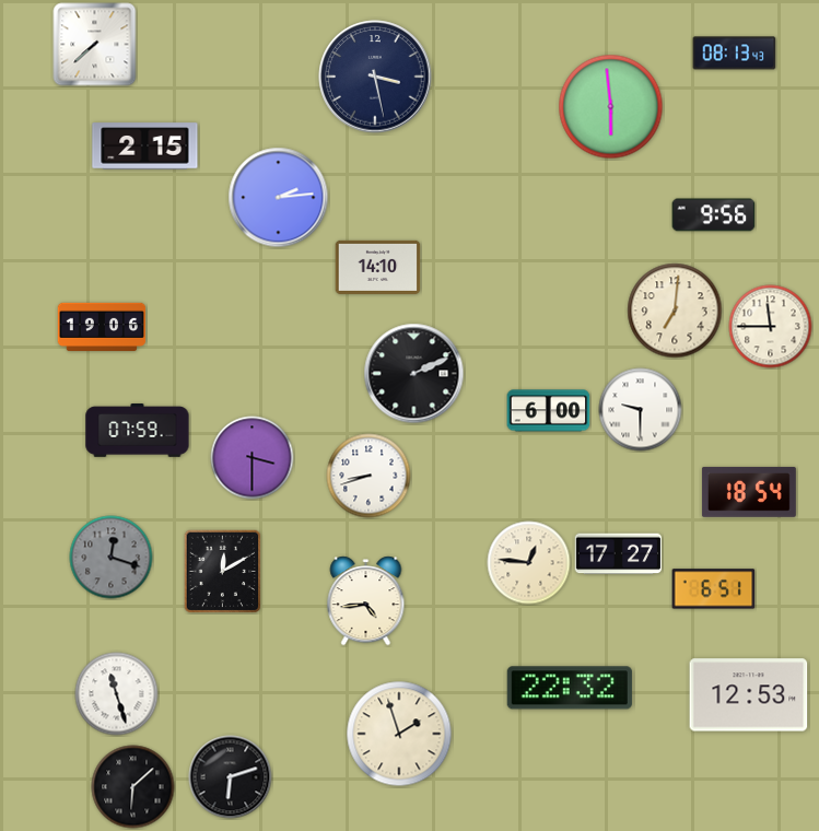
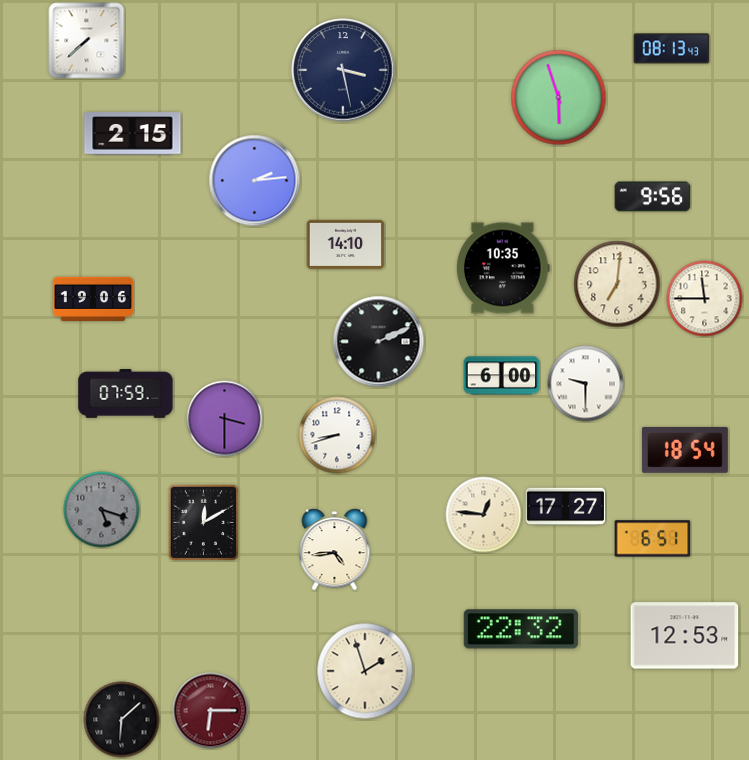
clock at (611, 107): 5:59 -> 5:57
clock at (504, 268): none -> 10:35
clock at (641, 410) position: (641, 410) -> (586, 384)
clock at (253, 458) position: (253, 458) -> (225, 419)
clock at (112, 558): 12:18 -> 5:18
clock at (117, 694): 11:27 -> none
clock at (231, 777): 6:12 -> 6:15
clock at (231, 777) dial: black -> burgundy
